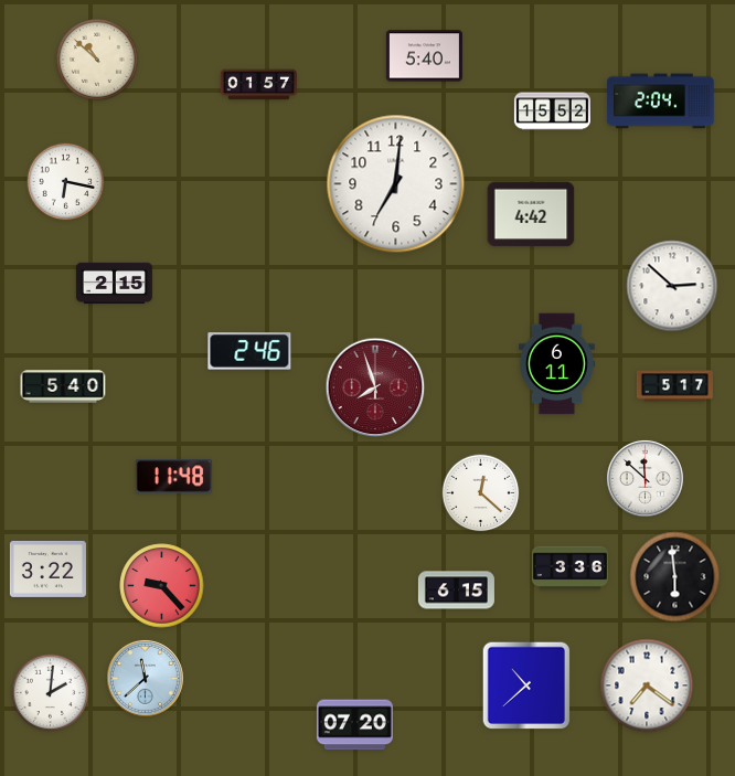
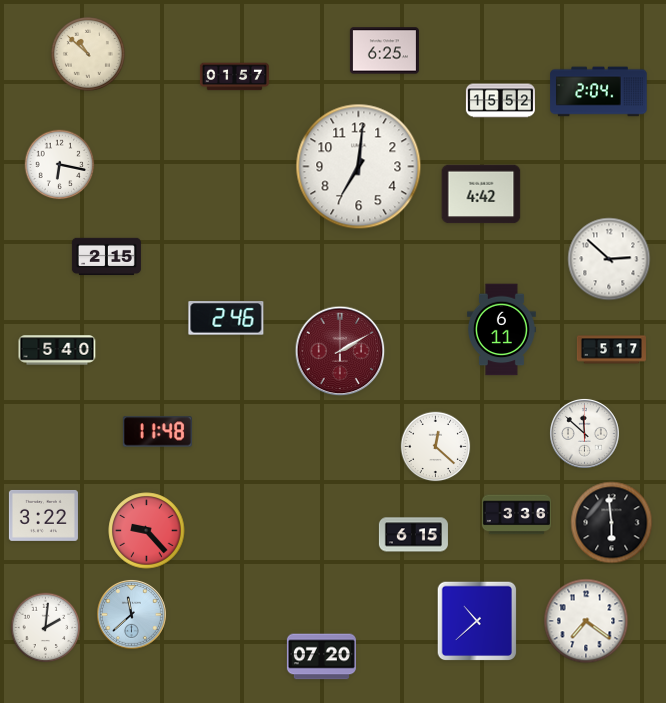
clock at (424, 56): 5:40 -> 6:25
clock at (114, 284) position: (114, 284) -> (106, 257)
clock at (556, 364) position: (556, 364) -> (501, 330)
clock at (375, 387): 7:57 -> 2:10
